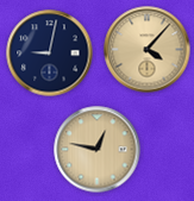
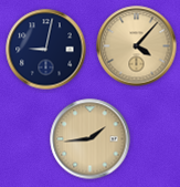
clock at (98, 150): 12:47 -> 1:44
